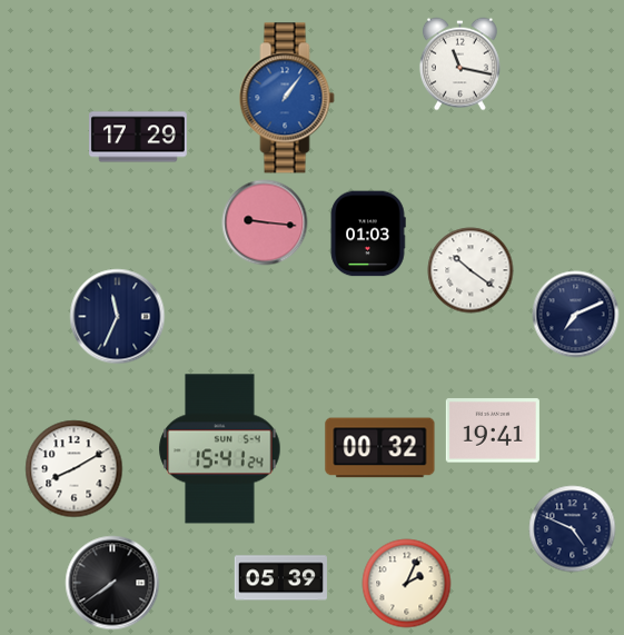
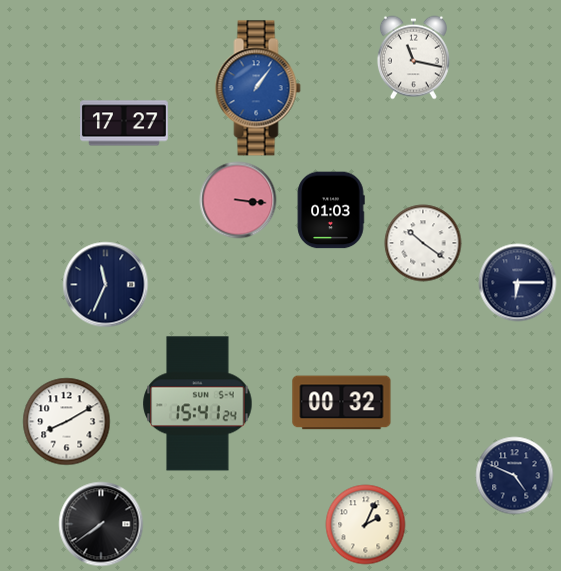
clock at (139, 137): 17:29 -> 17:27
clock at (265, 222): 9:16 -> 3:16
clock at (576, 315): 7:11 -> 6:15
clock at (493, 430): 19:41 -> none
clock at (280, 578): 05:39 -> none
